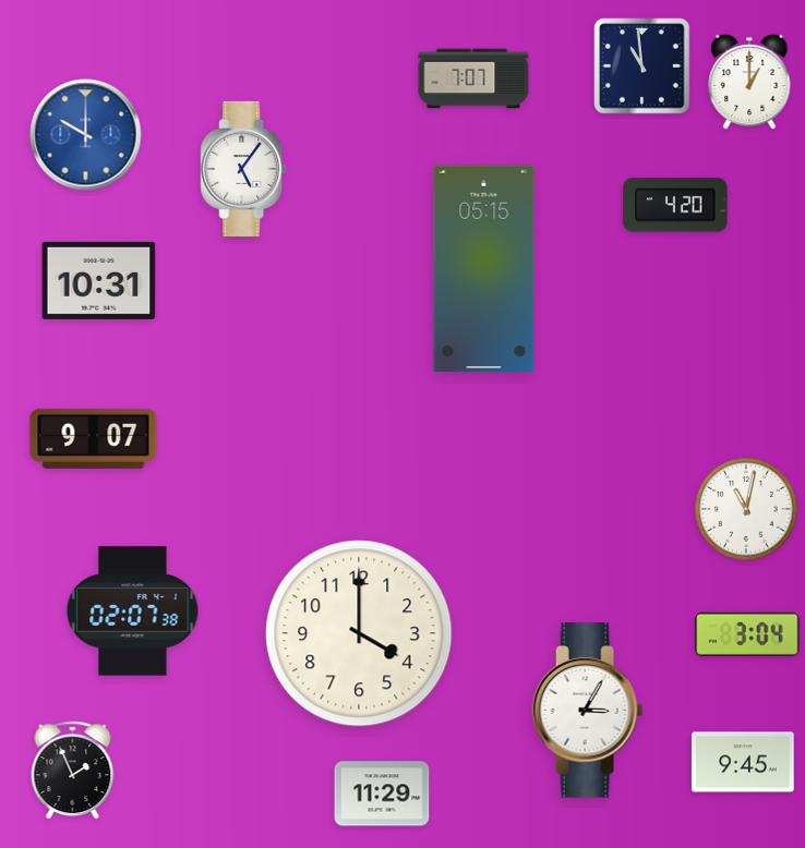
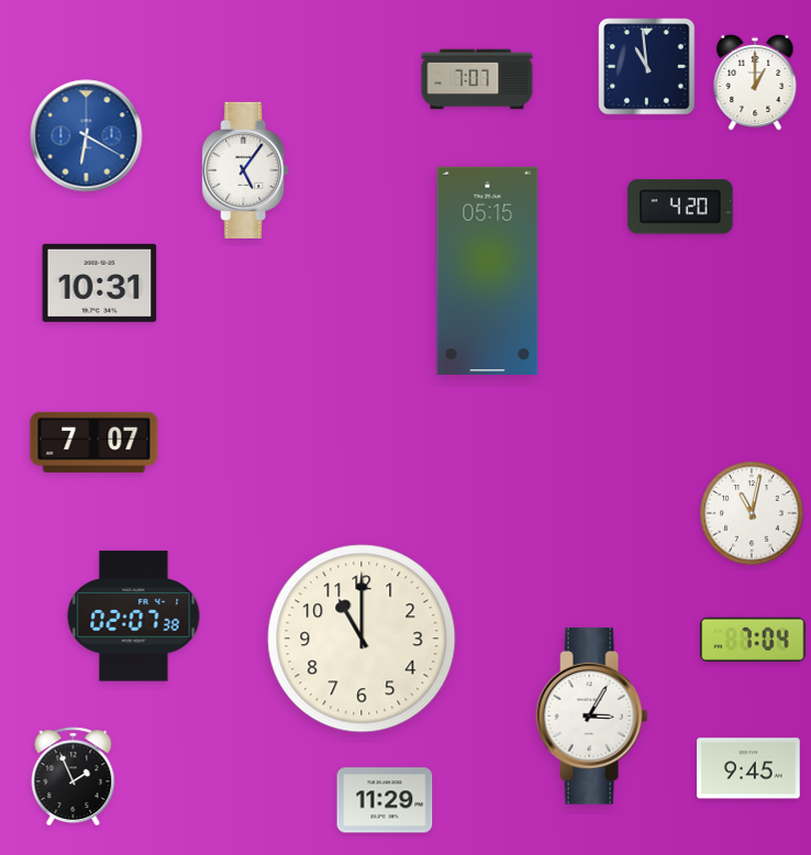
clock at (86, 135): 10:00 -> 6:20
clock at (94, 438): 9:07 -> 7:07
clock at (359, 633): 4:00 -> 11:00
clock at (747, 634): 3:04 -> 7:04
